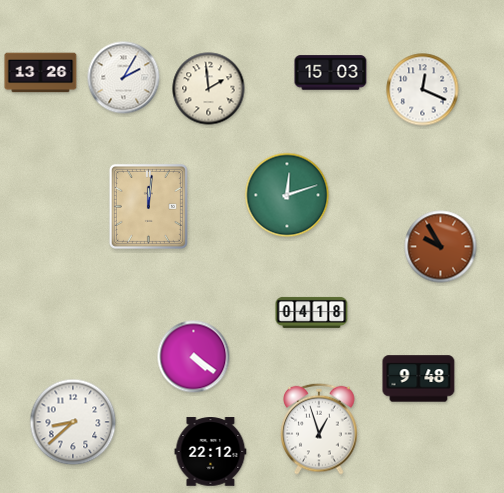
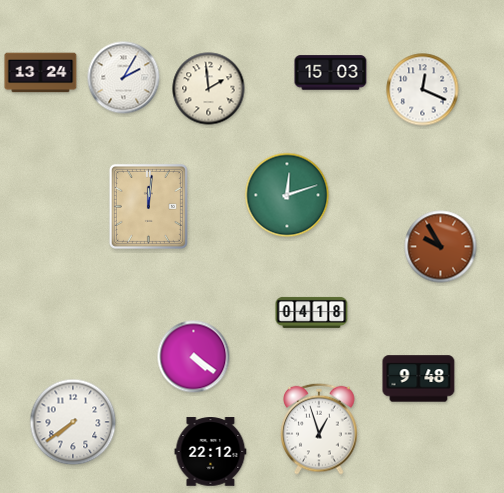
clock at (41, 73): 13:26 -> 13:24
clock at (73, 422): 8:38 -> 7:39
